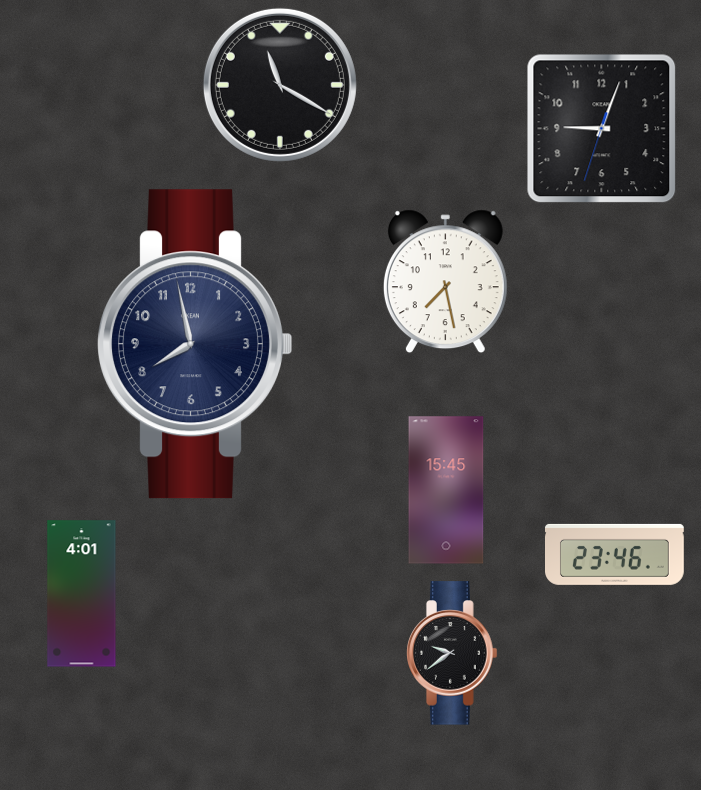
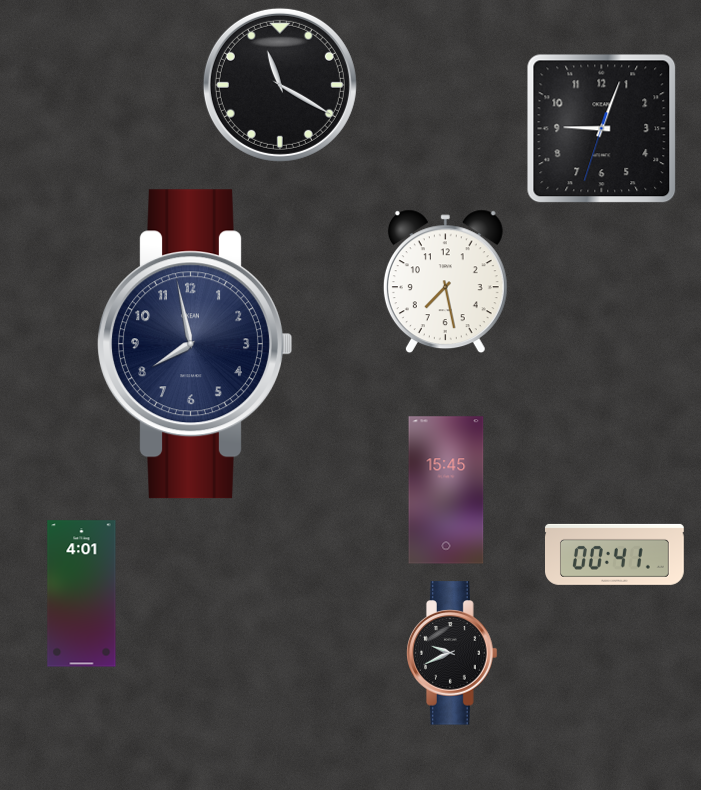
clock at (615, 554): 23:46 -> 00:41
clock at (452, 653): 9:39 -> 9:41
